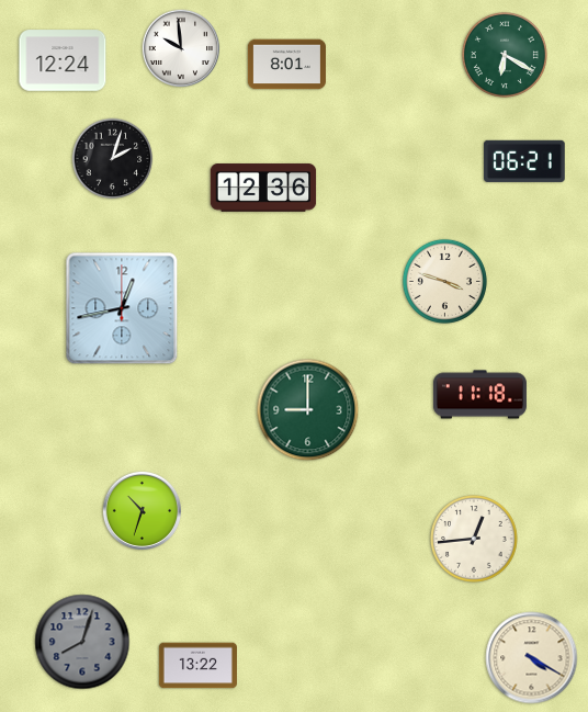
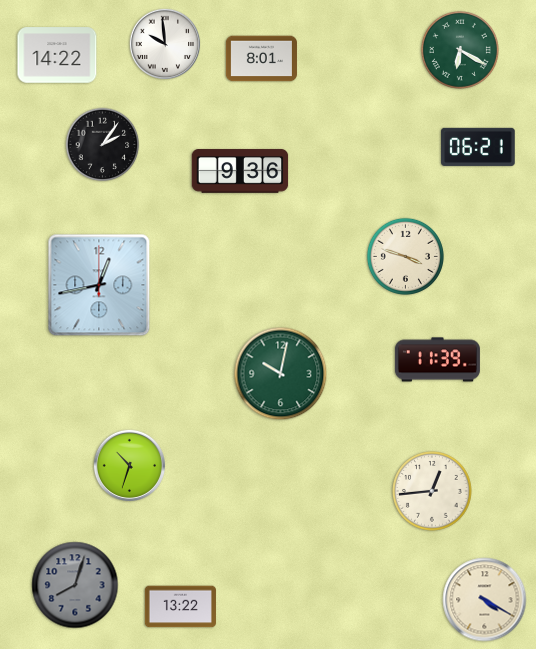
clock at (63, 60): 12:24 -> 14:22
clock at (113, 159): 2:03 -> 2:06
clock at (263, 188): 12:36 -> 9:36
clock at (122, 308) position: (122, 308) -> (99, 285)
clock at (479, 395): 11:18 -> 11:39
clock at (308, 410): 9:00 -> 10:02
